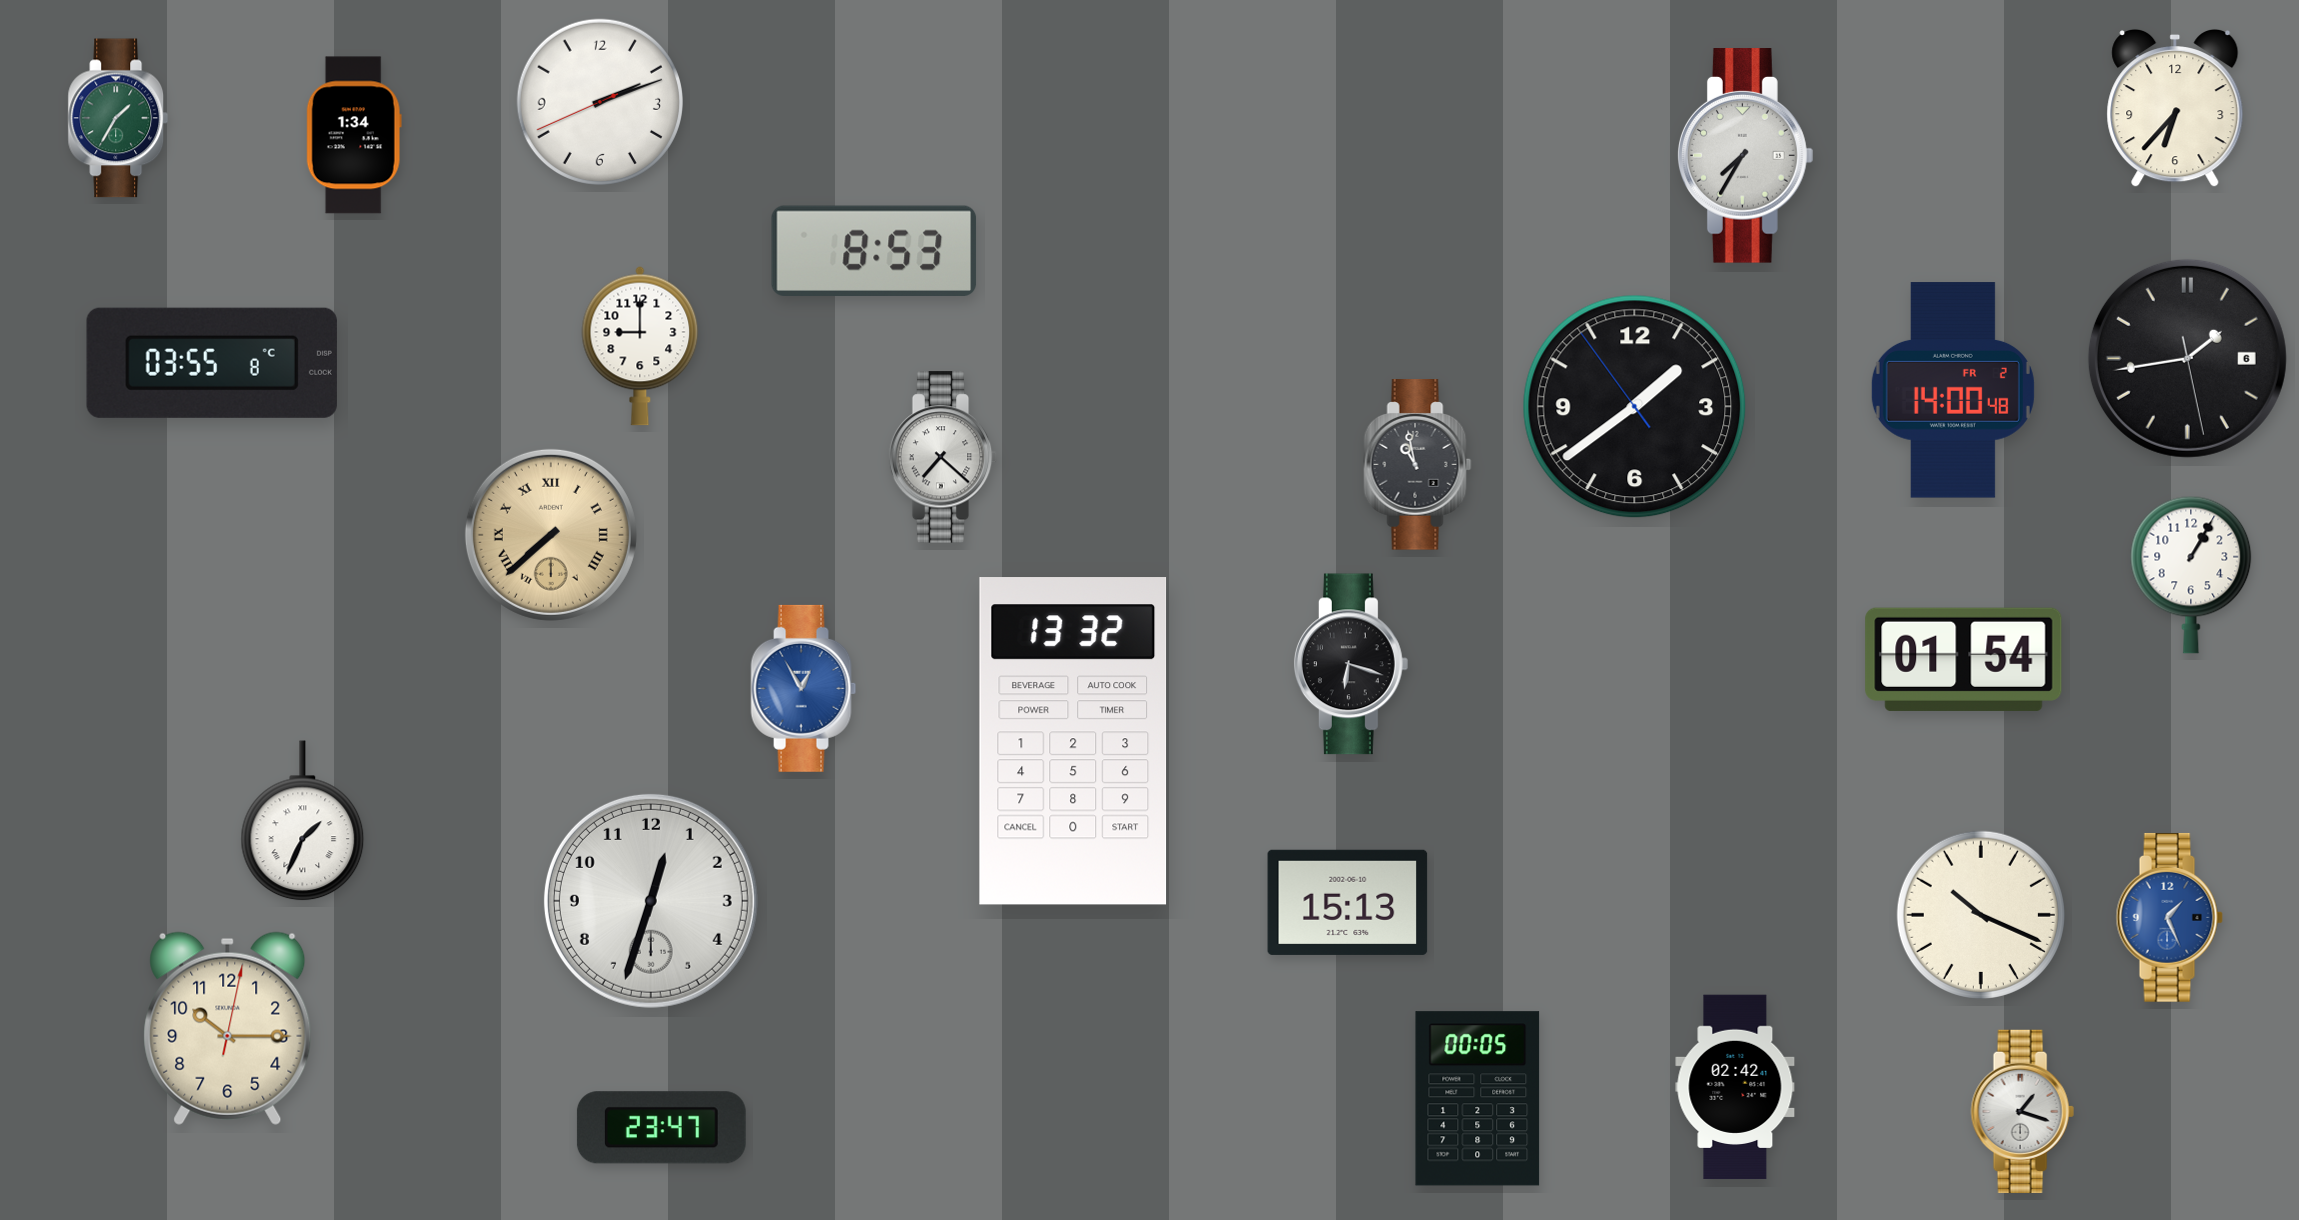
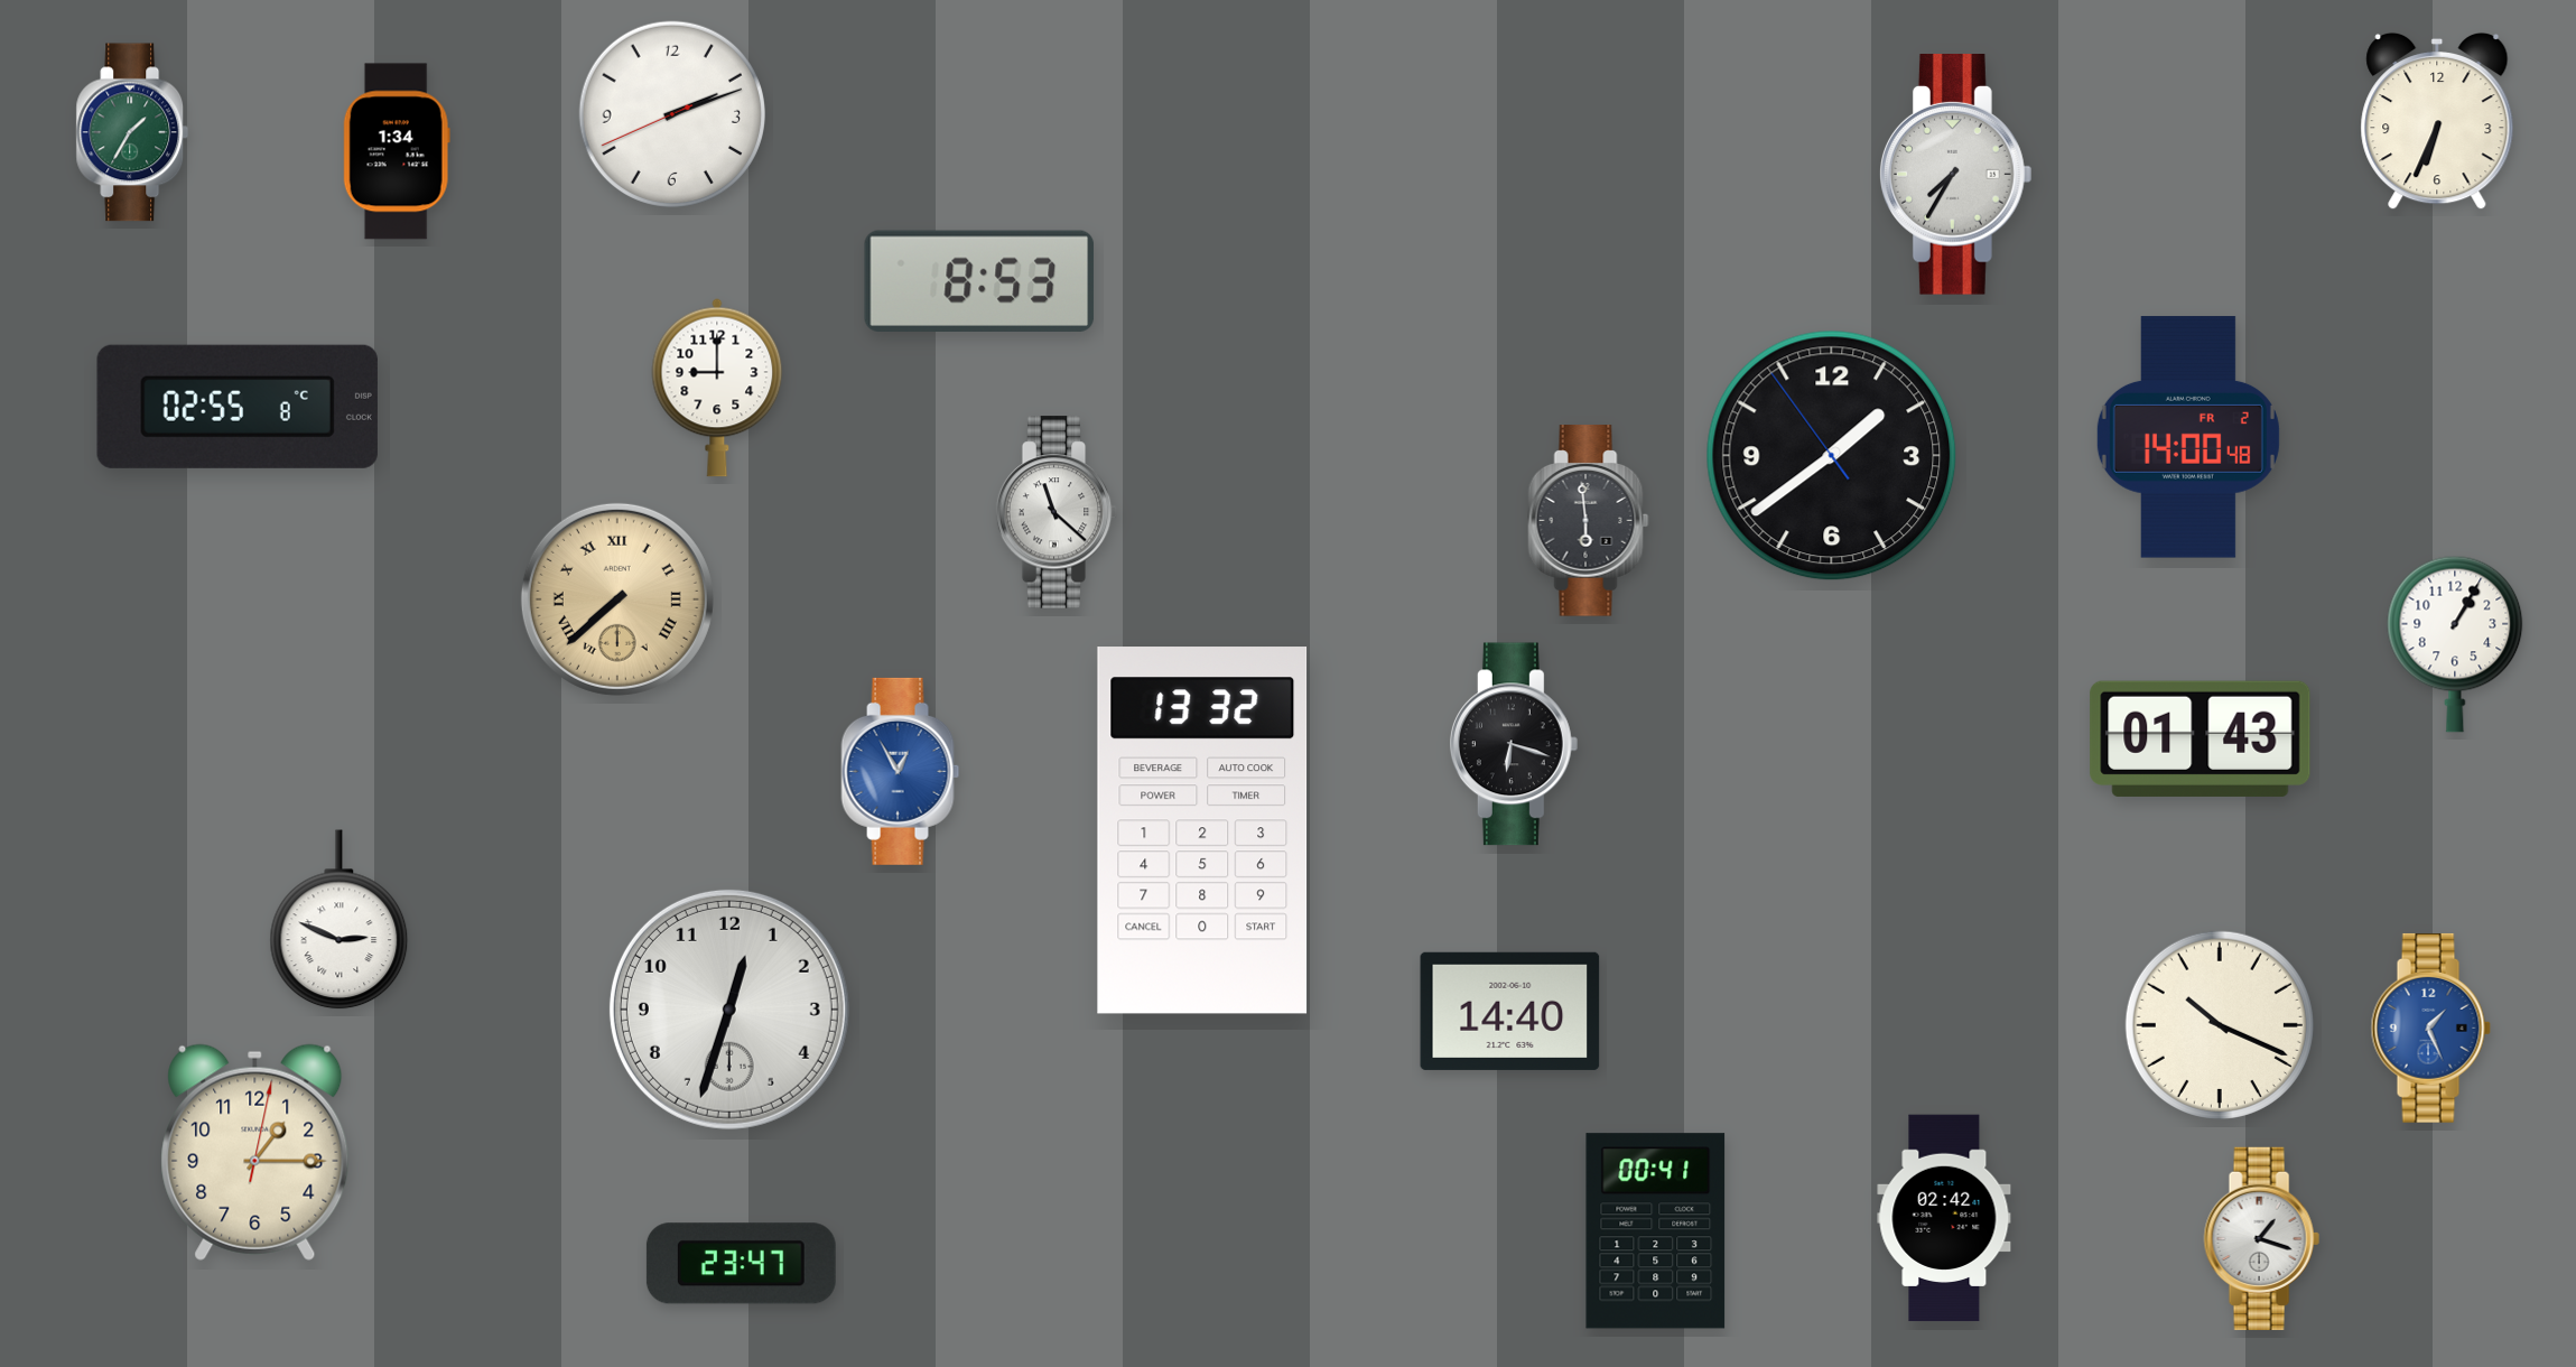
clock at (2175, 108): 6:37 -> 6:34
clock at (2187, 358): 1:43 -> none
clock at (212, 363): 03:55 -> 02:55
clock at (943, 457): 7:22 -> 11:22
clock at (1418, 465): 10:58 -> 5:59
clock at (1964, 659): 01:54 -> 01:43
clock at (303, 821): 1:34 -> 2:49
clock at (1348, 902): 15:13 -> 14:40
clock at (228, 1028): 10:15 -> 1:15
clock at (1478, 1099): 00:05 -> 00:41
clock at (2022, 1111) position: (2022, 1111) -> (2261, 1238)
